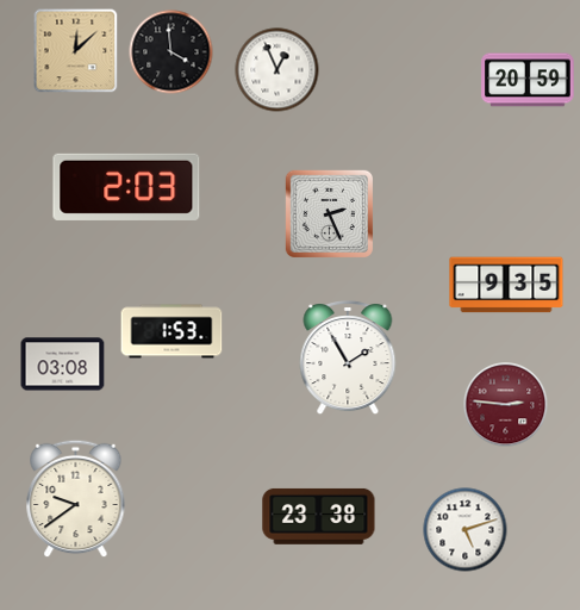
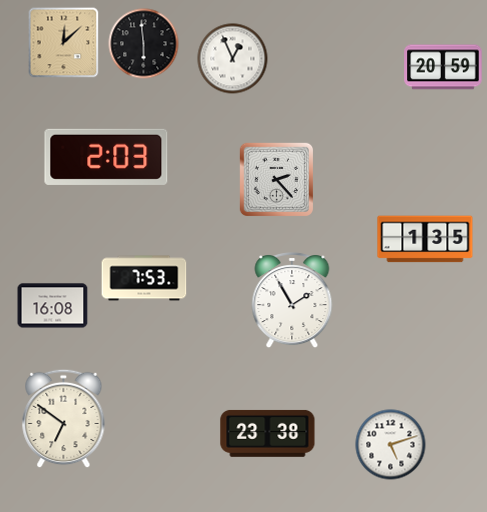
clock at (171, 52): 3:59 -> 5:59
clock at (329, 213): 2:26 -> 2:23
clock at (506, 285): 9:35 -> 1:35
clock at (171, 331): 1:53 -> 7:53
clock at (63, 365): 03:08 -> 16:08
clock at (506, 405): 2:46 -> none
clock at (76, 499): 9:39 -> 6:51
